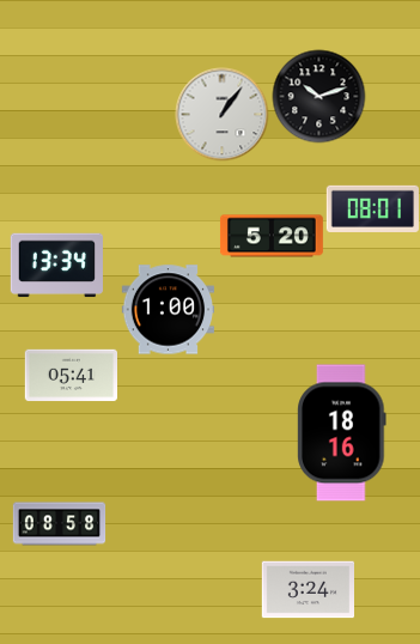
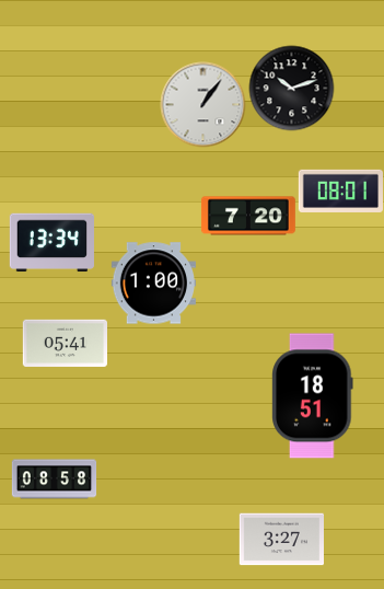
clock at (272, 236): 5:20 -> 7:20
clock at (342, 433): 18:16 -> 18:51
clock at (308, 590): 3:24 -> 3:27
